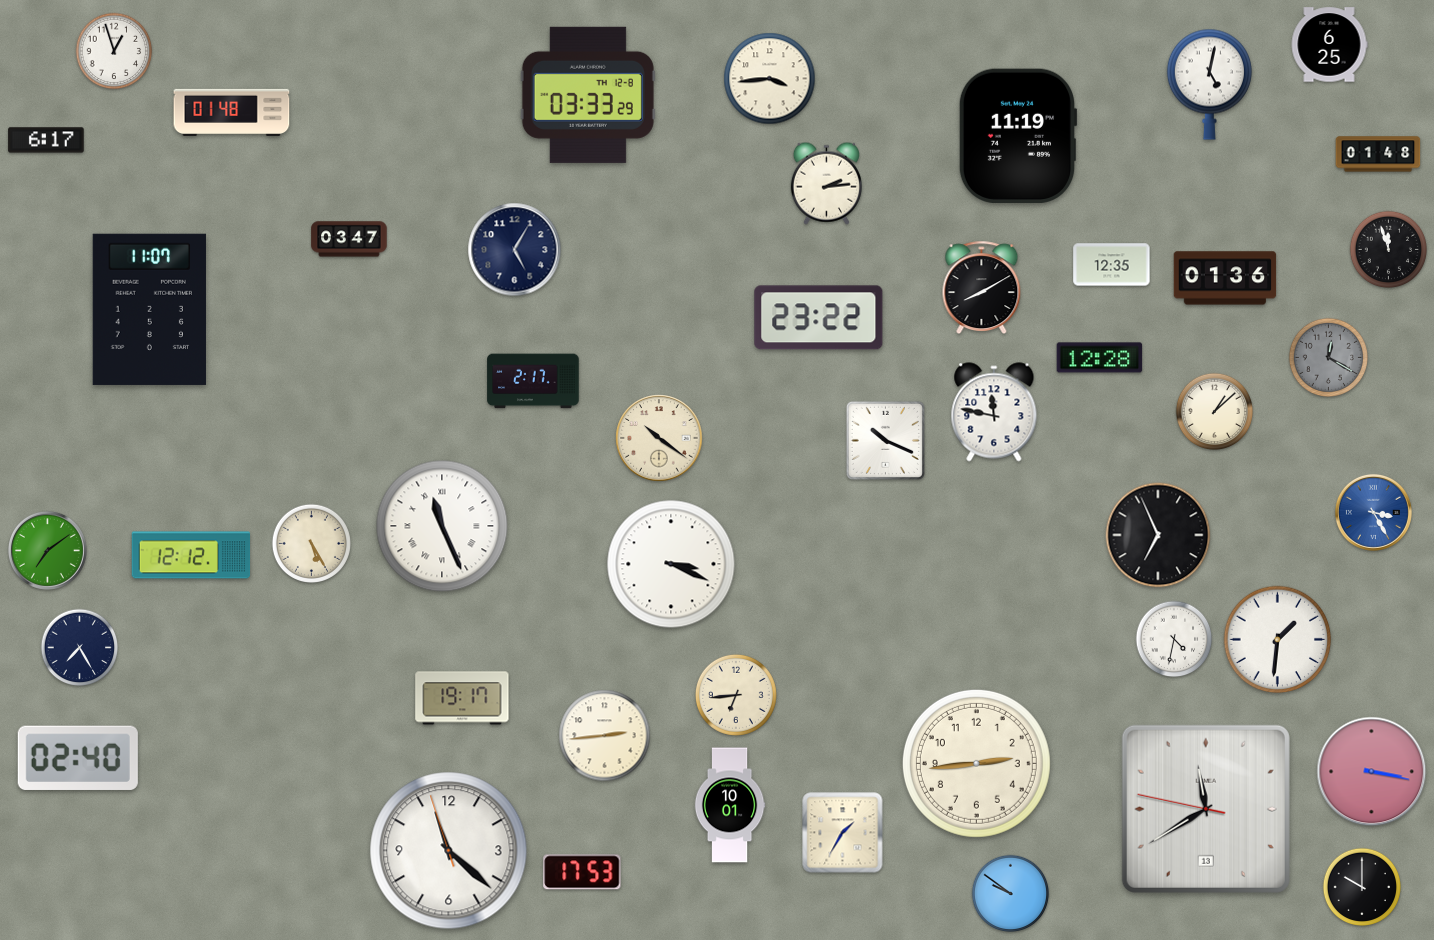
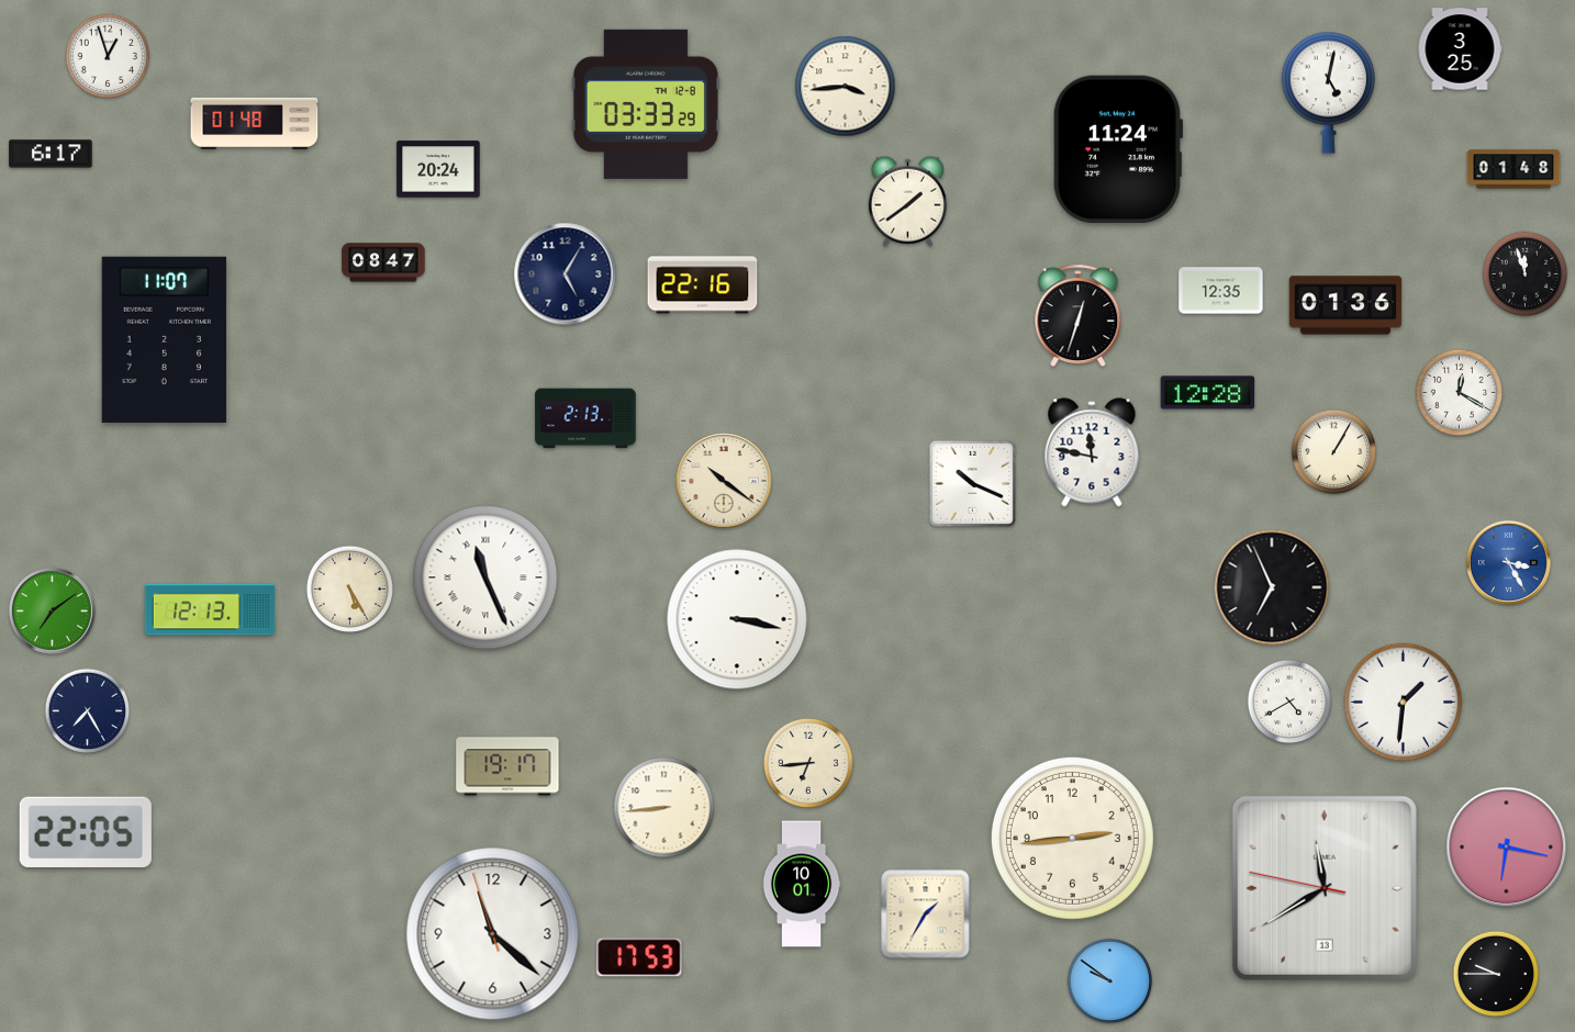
clock at (1329, 45): 6:25 -> 3:25
clock at (114, 51) position: (114, 51) -> (108, 56)
clock at (1018, 136): 11:19 -> 11:24
clock at (438, 169): none -> 20:24
clock at (826, 183): 2:14 -> 1:39
clock at (349, 239): 03:47 -> 08:47
clock at (703, 285): none -> 22:16
clock at (982, 287): 8:10 -> 12:33
clock at (819, 318): 23:22 -> none
clock at (1328, 357) dial: grey -> white
clock at (533, 381): 2:17 -> 2:13
clock at (1215, 412): 1:08 -> 1:05
clock at (311, 543) position: (311, 543) -> (349, 588)
clock at (47, 550) position: (47, 550) -> (52, 610)
clock at (191, 555): 12:12 -> 12:13
clock at (671, 564): 3:19 -> 3:17
clock at (1174, 639): 4:32 -> 4:40
clock at (605, 736): 2:44 -> 8:44
clock at (78, 757): 02:40 -> 22:05
clock at (1372, 772): 3:17 -> 6:17
clock at (1362, 887): 10:00 -> 9:45
